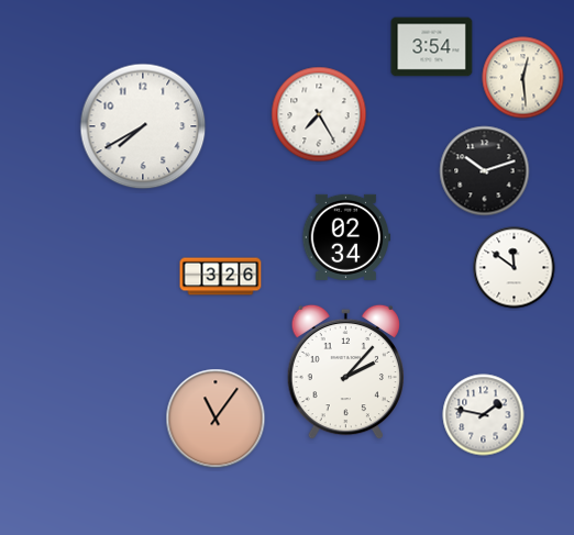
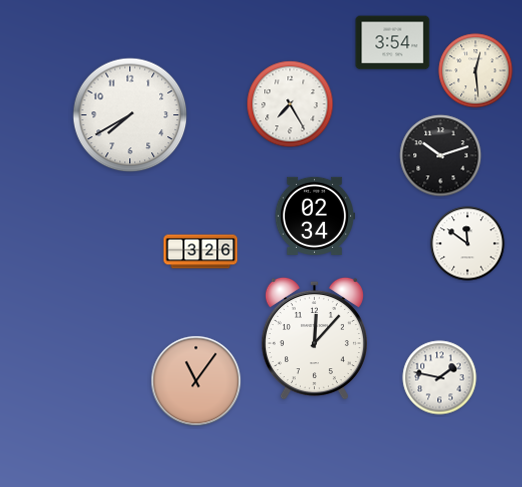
clock at (345, 372): 2:07 -> 12:07
